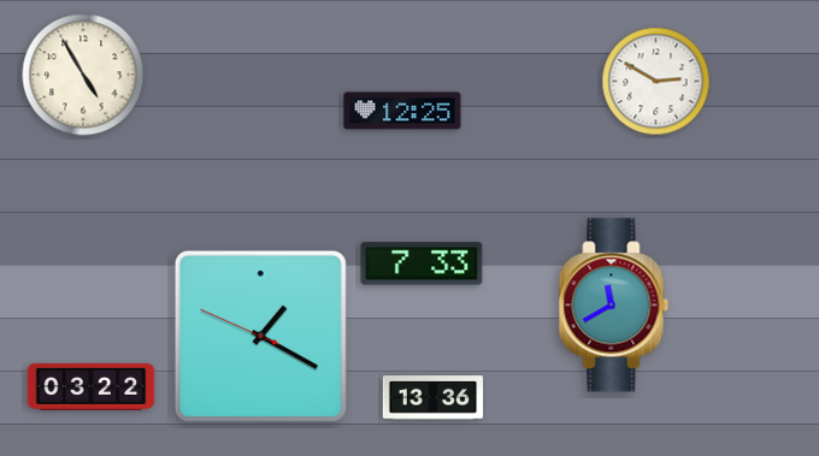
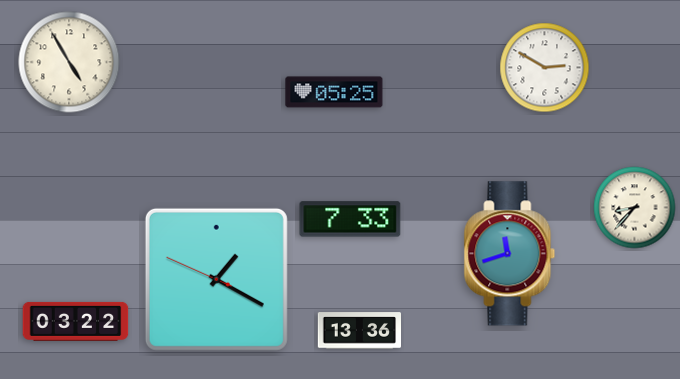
clock at (402, 111): 12:25 -> 05:25
clock at (635, 208): none -> 8:37
clock at (614, 306): 11:40 -> 11:42
